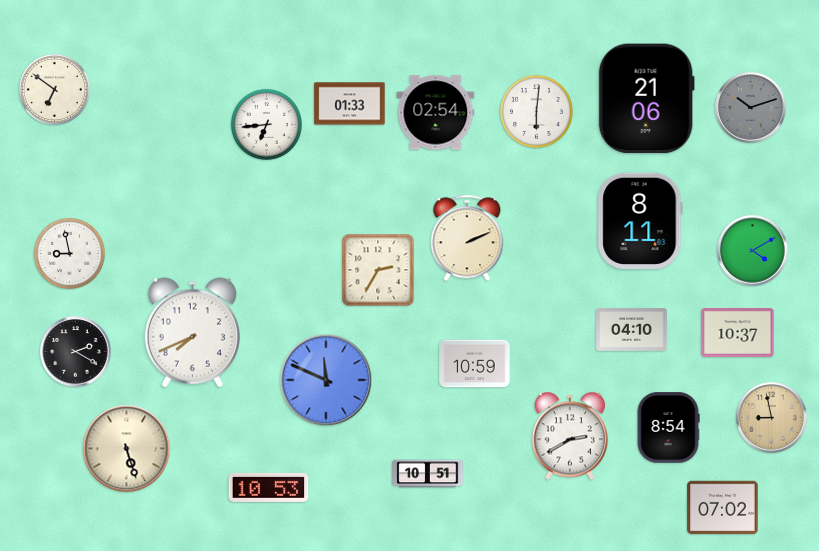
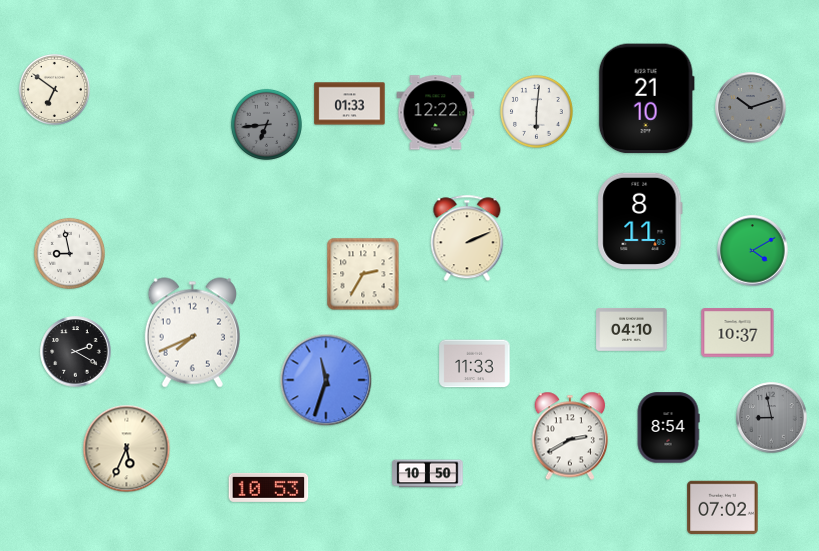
clock at (646, 99): 21:06 -> 21:10
clock at (436, 113): 02:54 -> 12:22
clock at (266, 124) dial: white -> grey
clock at (378, 270) position: (378, 270) -> (363, 274)
clock at (475, 364): 10:59 -> 11:33
clock at (326, 380): 11:49 -> 11:33
clock at (772, 418) dial: champagne -> grey
clock at (127, 449): 5:27 -> 5:34
clock at (428, 474): 10:51 -> 10:50
